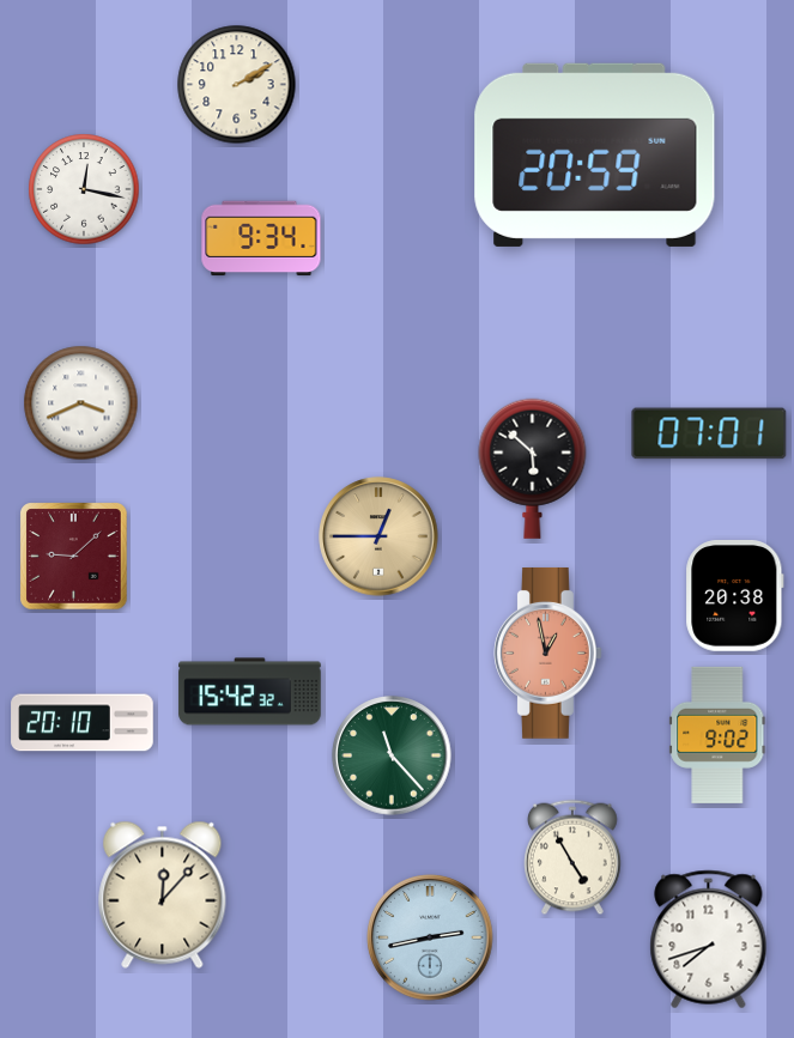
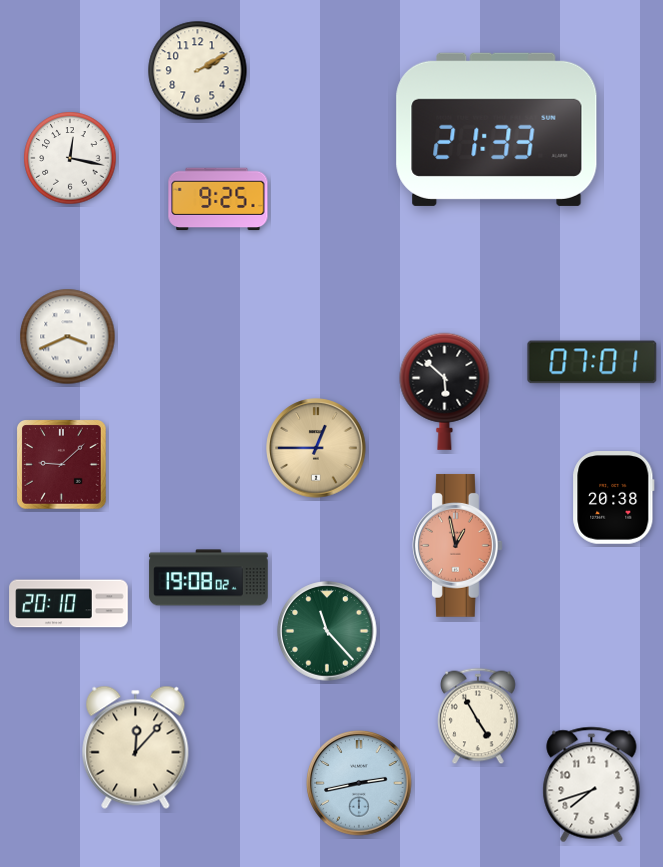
clock at (595, 154): 20:59 -> 21:33
clock at (261, 238): 9:34 -> 9:25
clock at (250, 692): 15:42 -> 19:08
clock at (717, 735): 9:02 -> none
